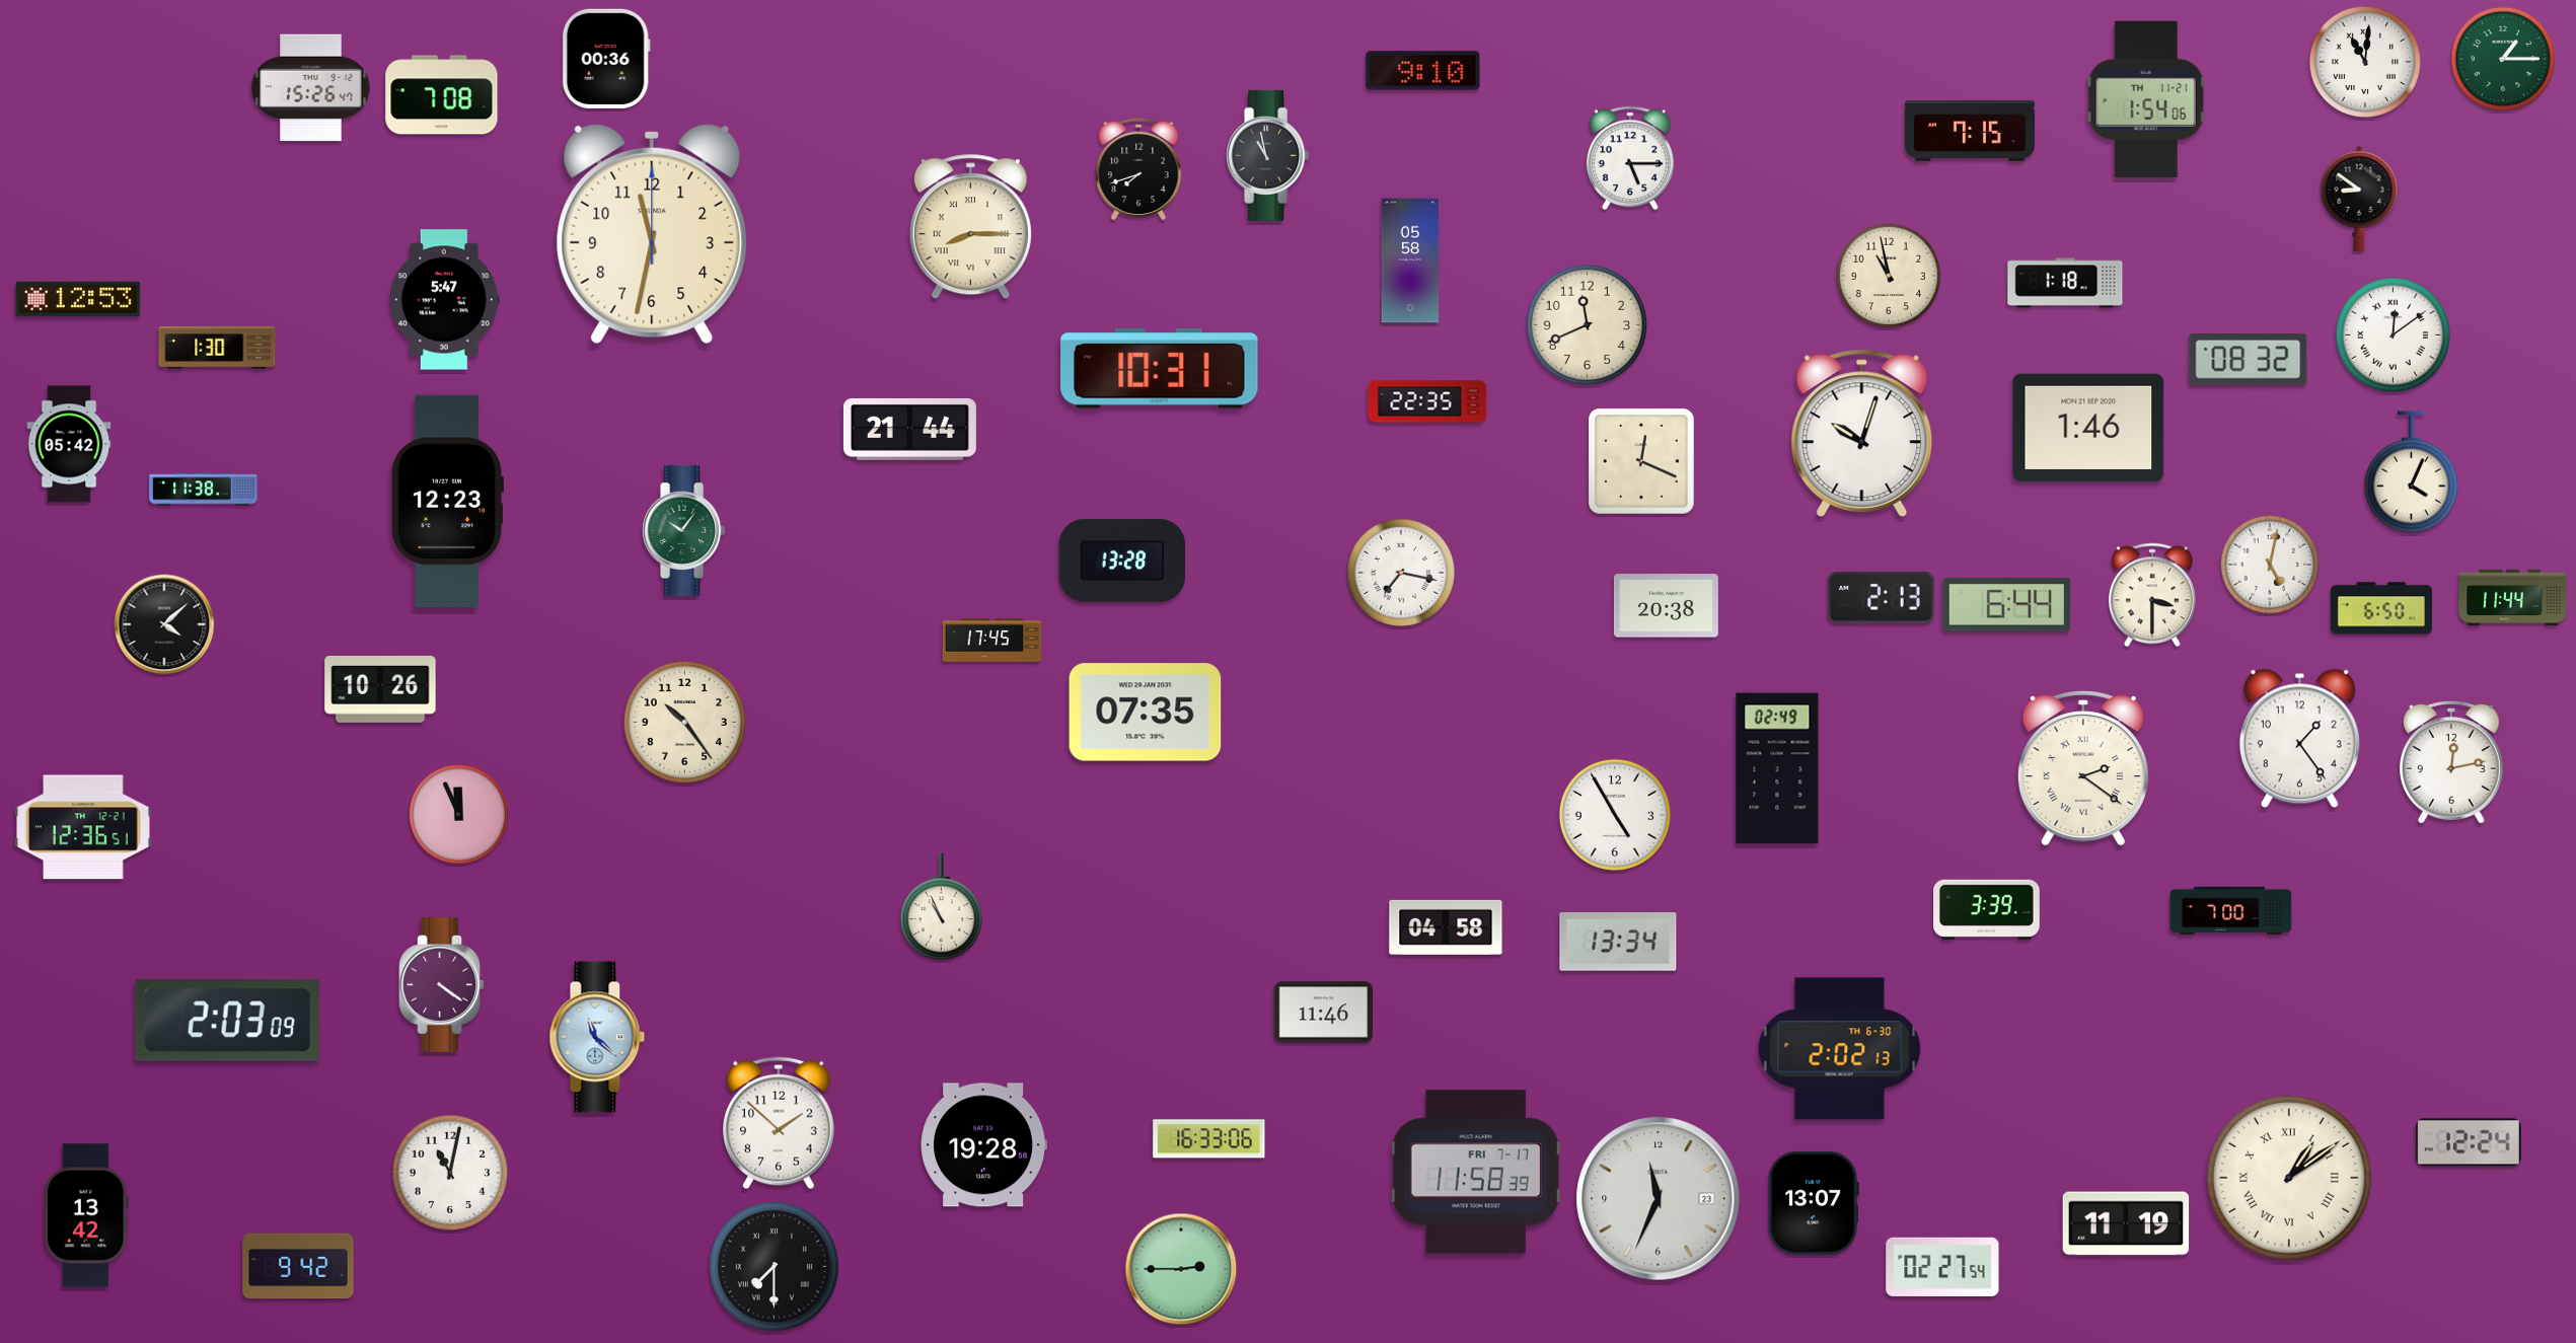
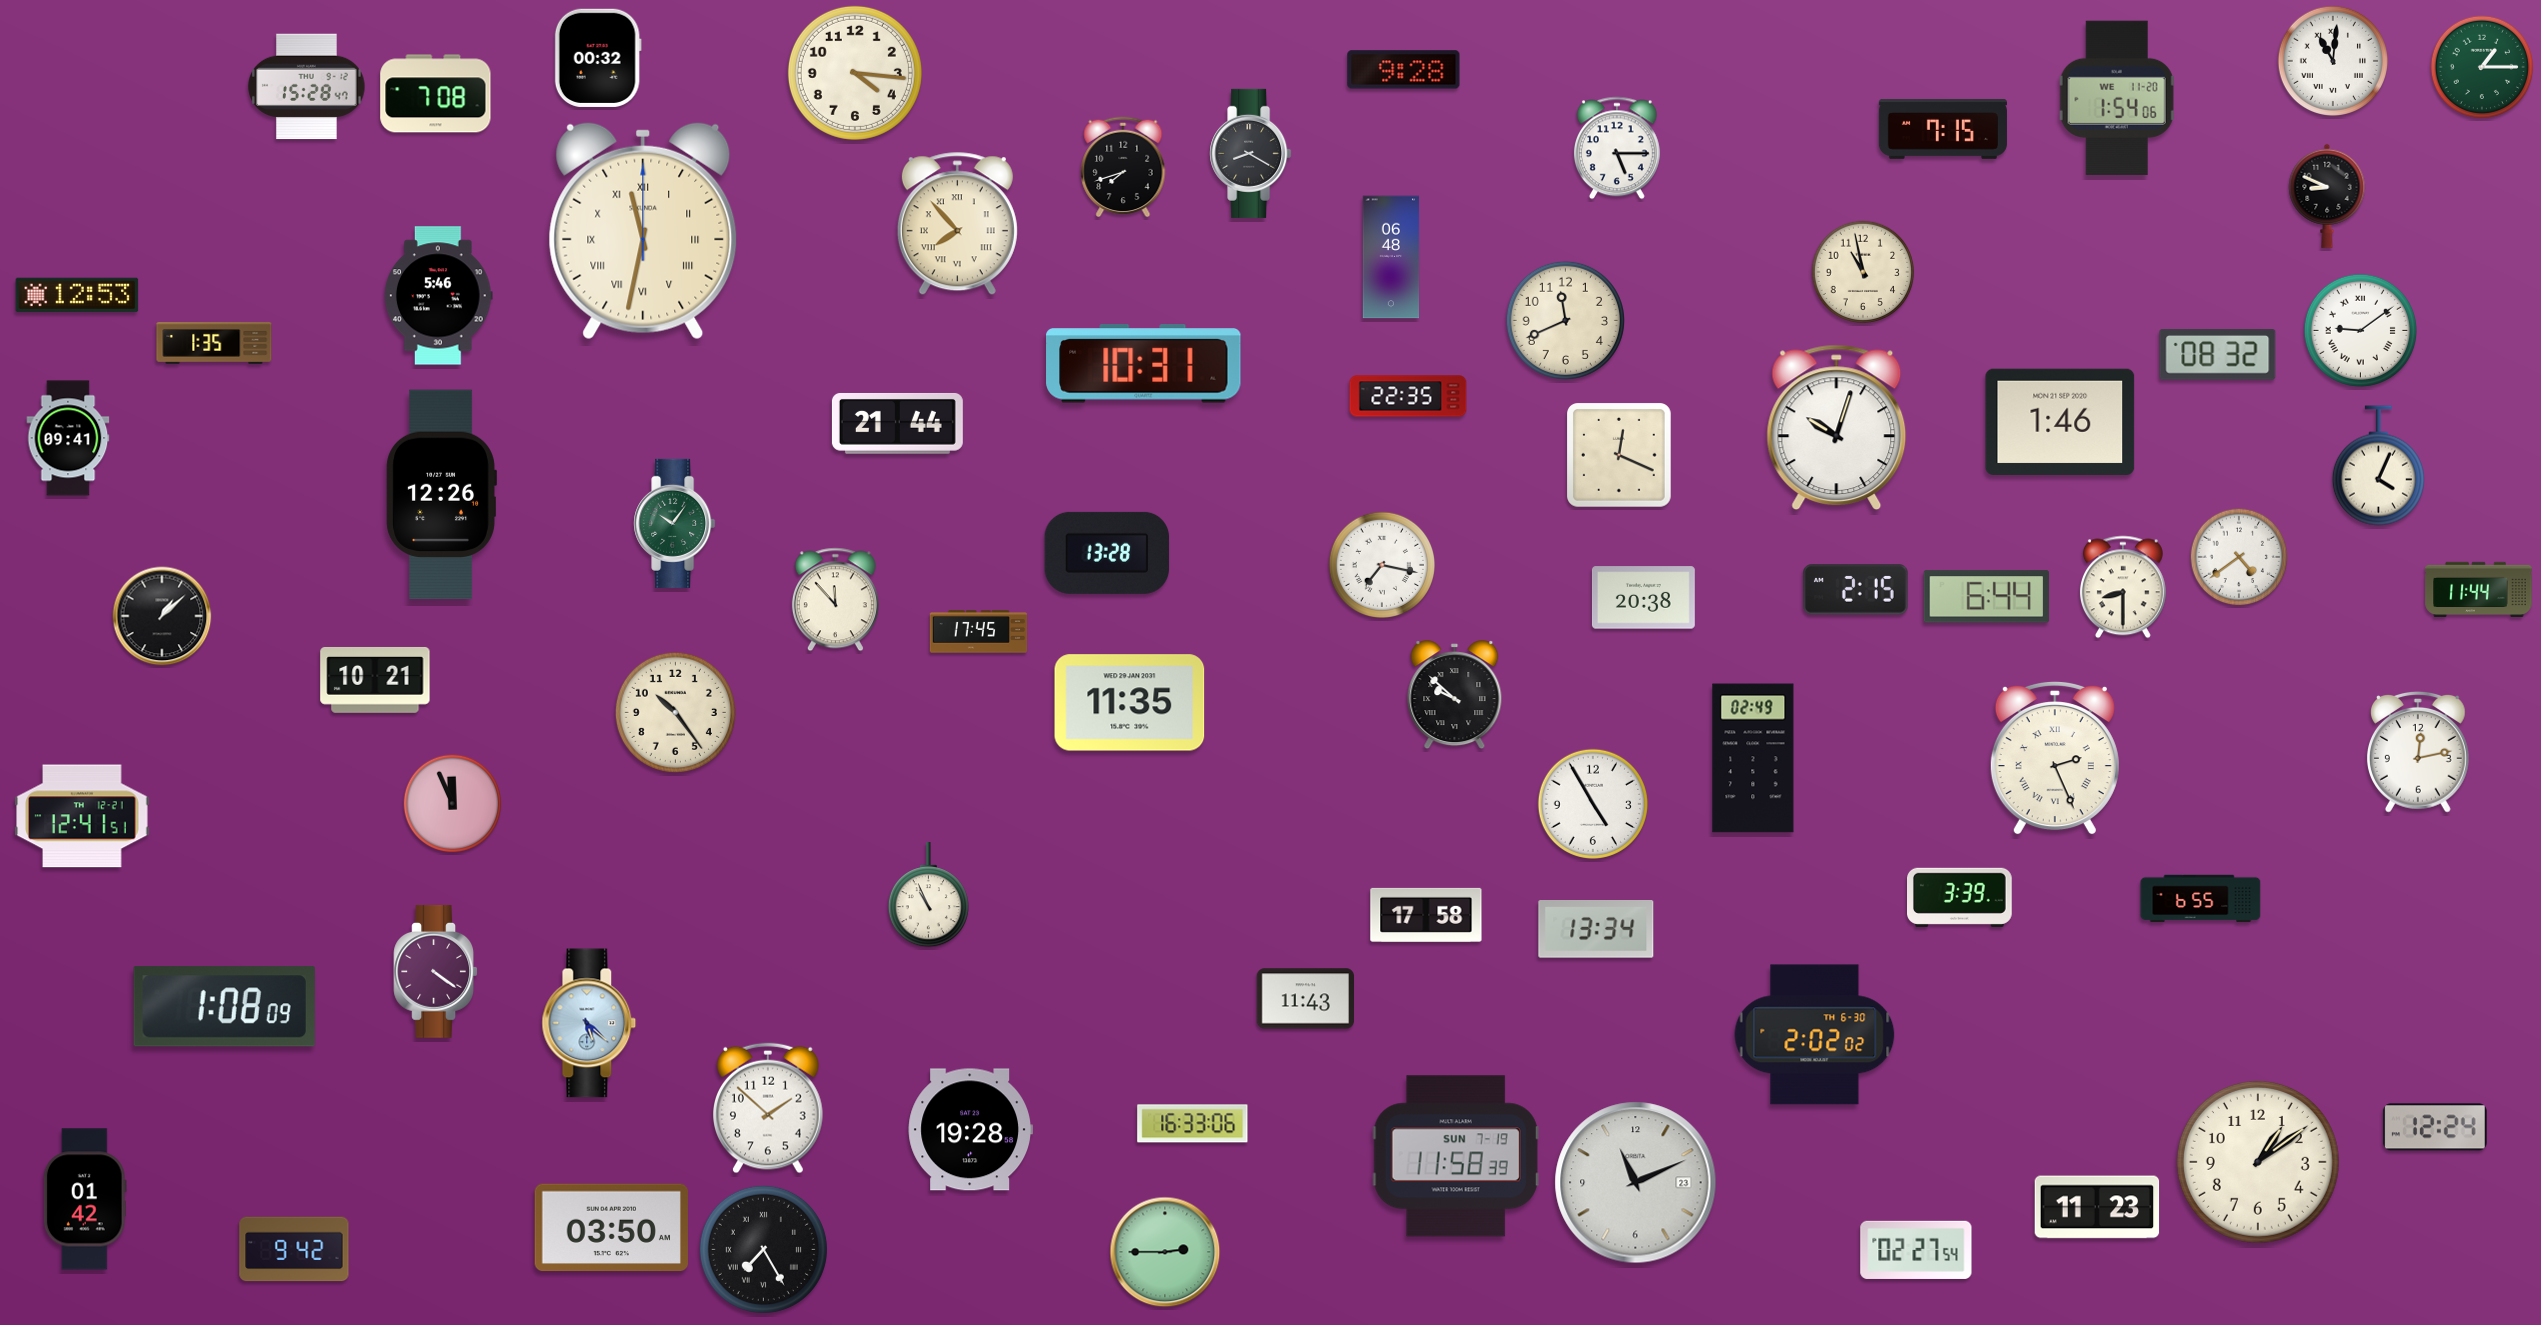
clock at (606, 59): 00:36 -> 00:32
clock at (2503, 59) position: (2503, 59) -> (2482, 67)
clock at (1423, 71): 9:10 -> 9:28
clock at (855, 73): none -> 4:16
clock at (311, 88): 15:26 -> 15:28
clock at (2146, 99) date: TH 11-21 -> WE 11-20
clock at (1268, 155): 10:58 -> 8:20
clock at (1630, 158) position: (1630, 158) -> (1617, 148)
clock at (2359, 199): 8:51 -> 8:49
clock at (970, 227): 8:15 -> 7:53
clock at (652, 234) numerals: Arabic -> Roman
clock at (1410, 260): 05:58 -> 06:48
clock at (2065, 283): 1:18 -> none
clock at (444, 300): 5:47 -> 5:46
clock at (2393, 334): 12:09 -> 9:09
clock at (217, 348): 1:30 -> 1:35
clock at (69, 444): 05:42 -> 09:41
clock at (204, 490): 11:38 -> none
clock at (447, 502): 12:23 -> 12:26
clock at (2270, 565): 5:02 -> 4:39
clock at (2152, 595): 3:30 -> 8:30
clock at (1882, 598): 2:13 -> 2:15
clock at (2006, 605) position: (2006, 605) -> (1986, 597)
clock at (835, 600): none -> 11:53
clock at (2381, 608): 6:50 -> none
clock at (164, 624): 4:08 -> 1:08
clock at (380, 689): 10:26 -> 10:21
clock at (1455, 695): none -> 9:52
clock at (1146, 713): 07:35 -> 11:35
clock at (2299, 739): 1:24 -> none
clock at (2083, 768): 2:21 -> 2:26
clock at (83, 827): 12:36 -> 12:41
clock at (2231, 911): 7:00 -> 6:55
clock at (1446, 927): 04:58 -> 17:58
clock at (1323, 1013): 11:46 -> 11:43
clock at (227, 1021): 2:03 -> 1:08
clock at (597, 1037): 11:22 -> 5:22
clock at (1840, 1049): 2:02:13 -> 2:02:02
clock at (1476, 1172) date: FRI 7-17 -> SUN 7-19
clock at (450, 1173): 11:02 -> none
clock at (2289, 1178) numerals: Roman -> Arabic
clock at (1659, 1199): 11:34 -> 11:11
clock at (1814, 1203): 13:07 -> none
clock at (86, 1215): 13:42 -> 01:42
clock at (2126, 1223): 11:19 -> 11:23
clock at (611, 1228): none -> 03:50
clock at (774, 1266): 7:30 -> 7:25
